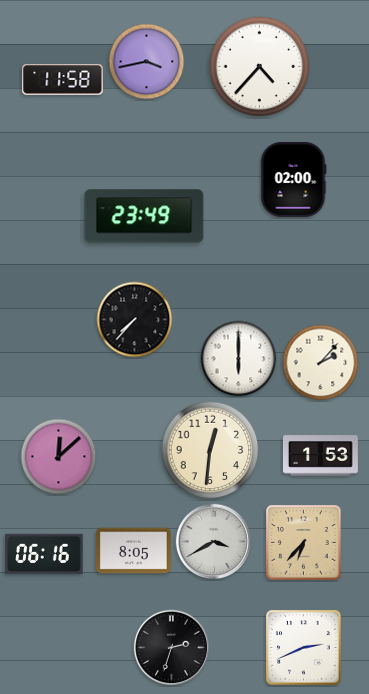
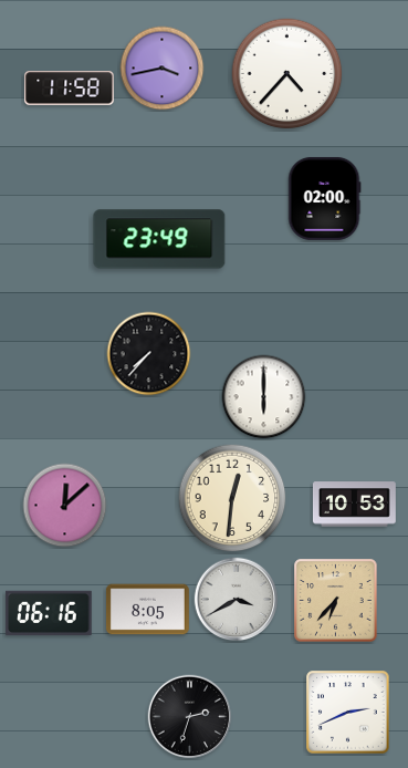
clock at (321, 363): 2:07 -> none
clock at (320, 456): 1:53 -> 10:53
clock at (304, 648) position: (304, 648) -> (348, 713)
